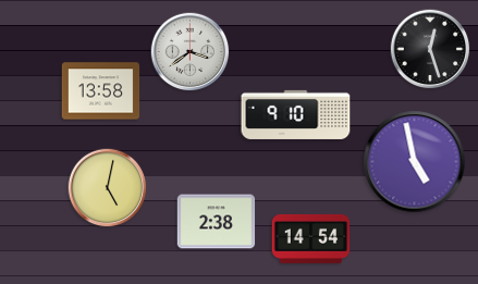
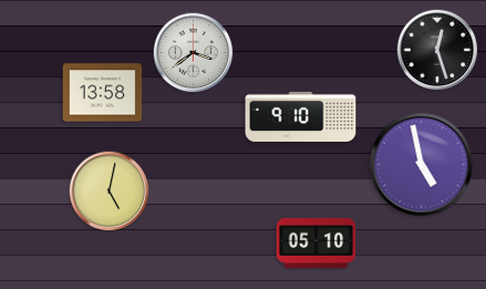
clock at (217, 222): 2:38 -> none
clock at (311, 238): 14:54 -> 05:10
